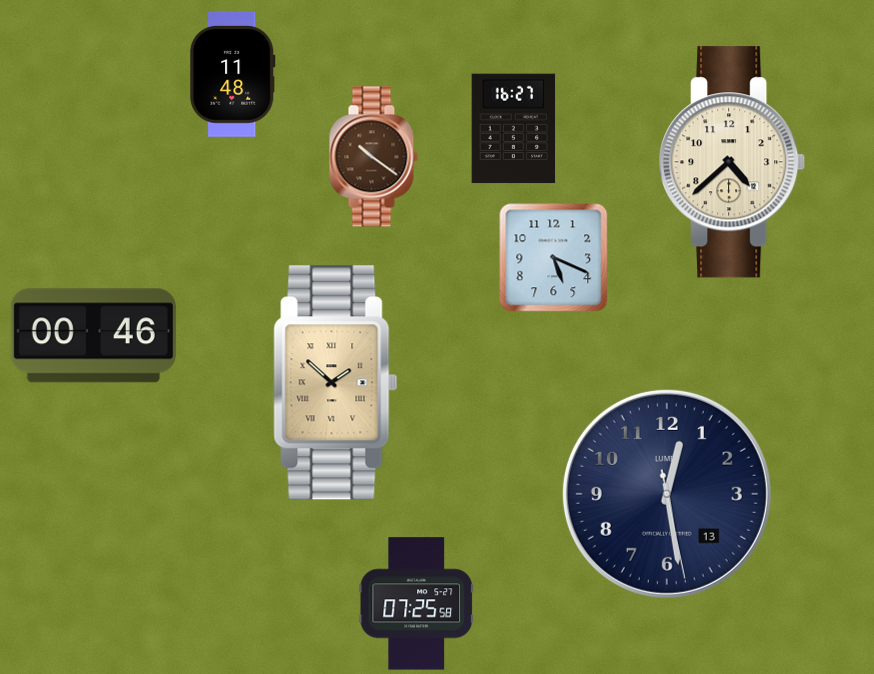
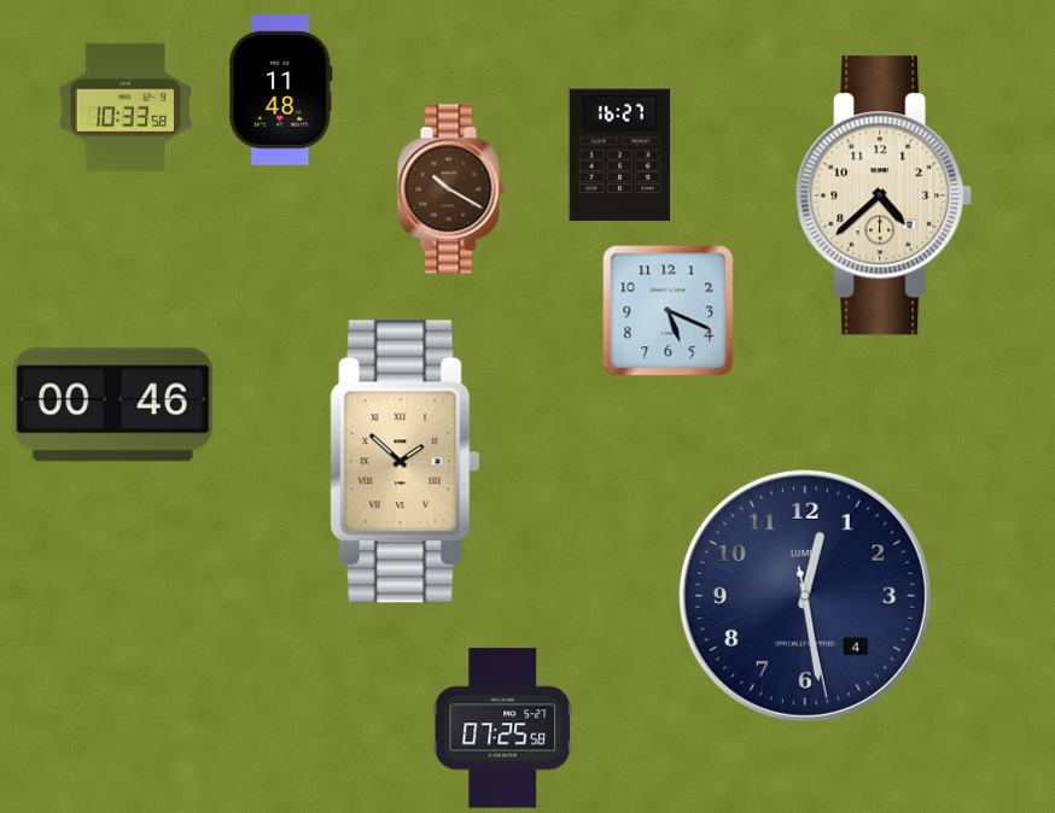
clock at (126, 107): none -> 10:33
clock at (373, 157): 10:21 -> 10:20
clock at (667, 494) date: 13 -> 4
